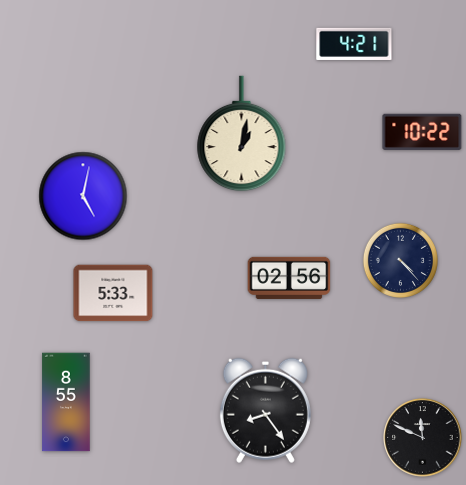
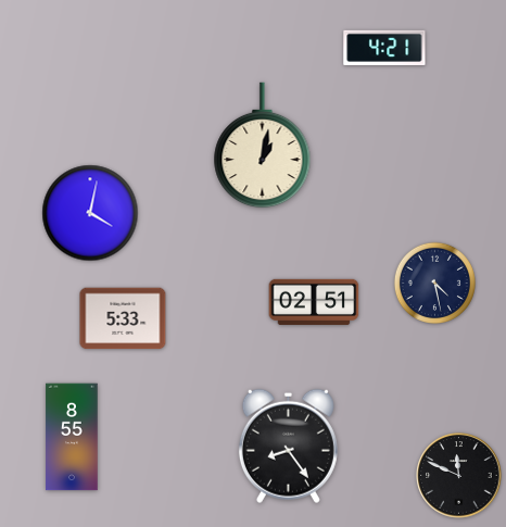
clock at (422, 132): 10:22 -> none
clock at (83, 196): 5:02 -> 4:02
clock at (400, 260): 4:23 -> 4:28
clock at (289, 278): 02:56 -> 02:51
